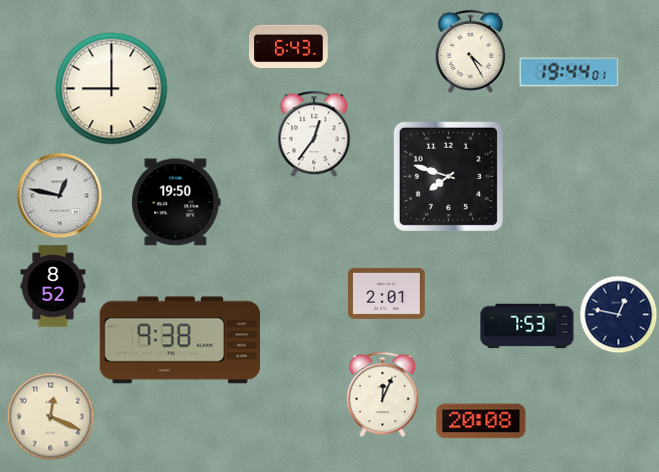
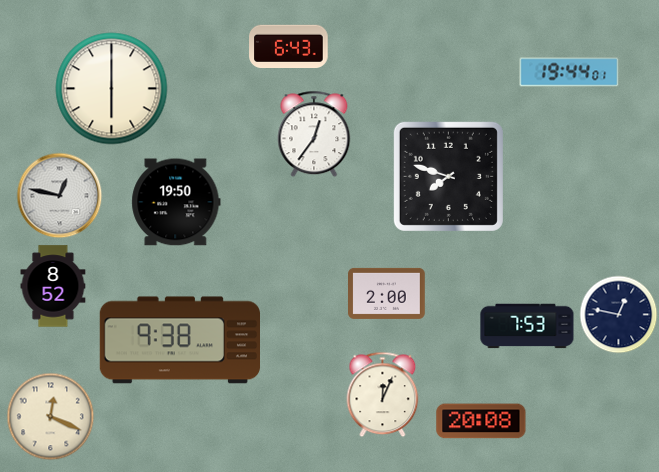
clock at (470, 51): 4:25 -> none
clock at (112, 89): 9:00 -> 6:00
clock at (387, 293): 2:01 -> 2:00
